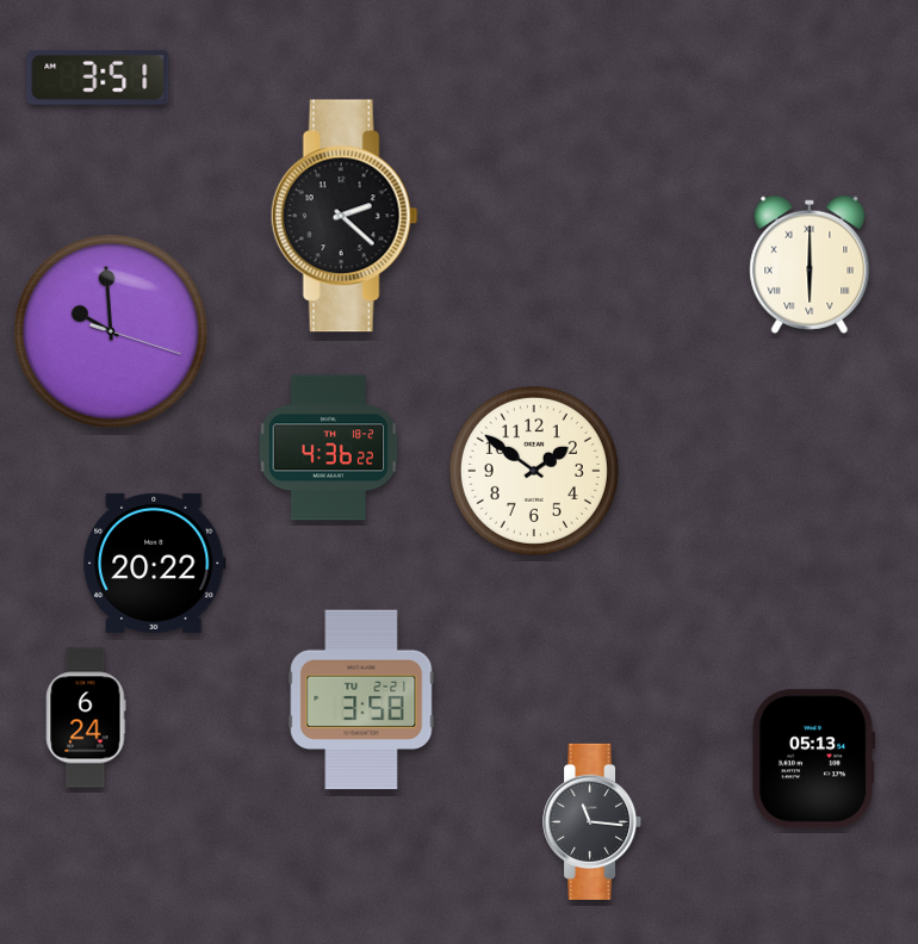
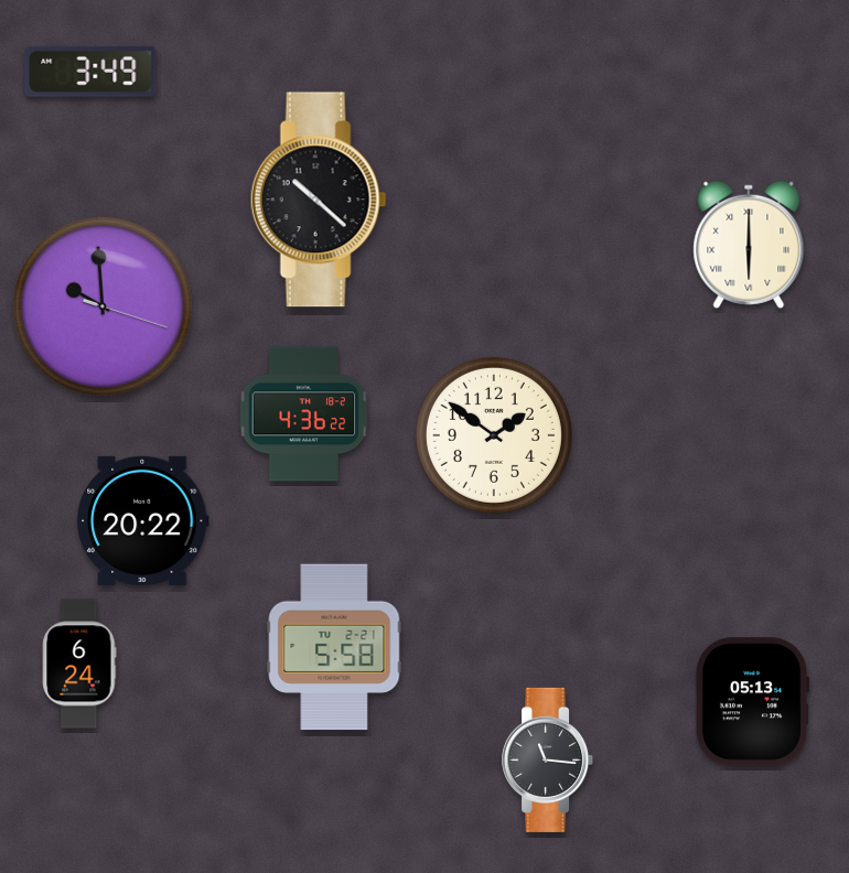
clock at (98, 77): 3:51 -> 3:49
clock at (345, 216): 2:22 -> 10:22
clock at (361, 700): 3:58 -> 5:58
